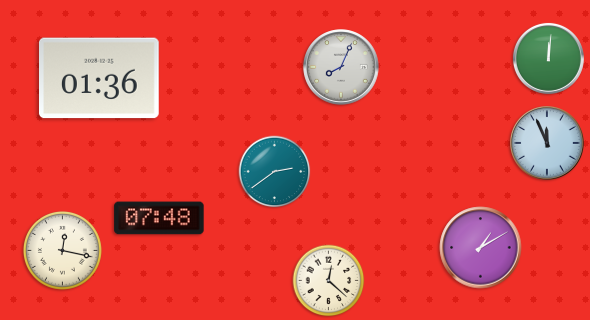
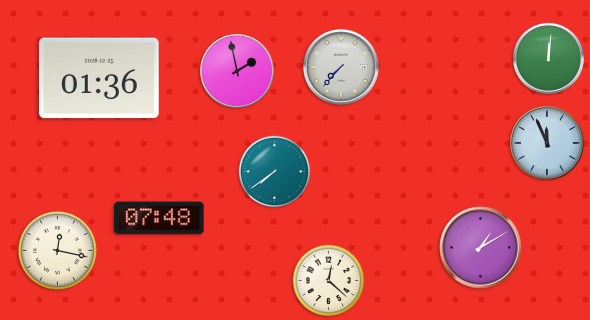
clock at (341, 67): 8:04 -> 7:37
clock at (238, 72): none -> 1:58
clock at (275, 172): 2:39 -> 7:39
clock at (62, 250) position: (62, 250) -> (57, 250)
